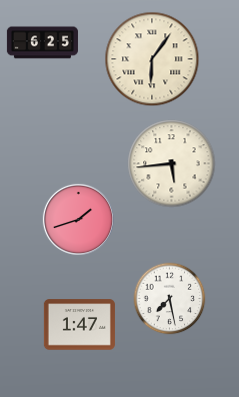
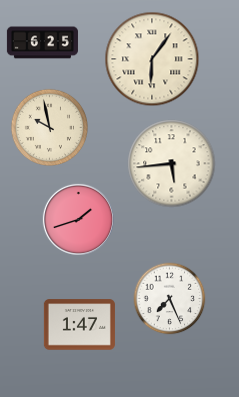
clock at (49, 127): none -> 9:58
clock at (170, 299): 7:28 -> 7:26
